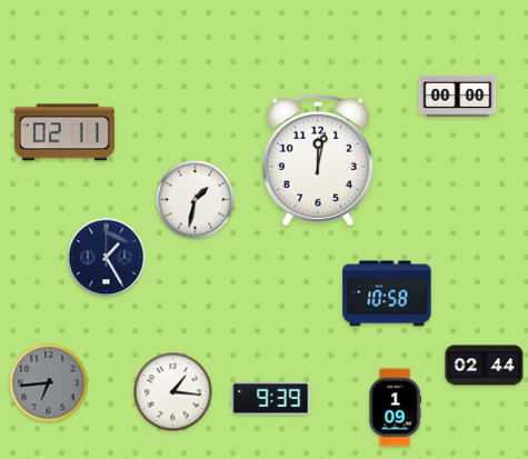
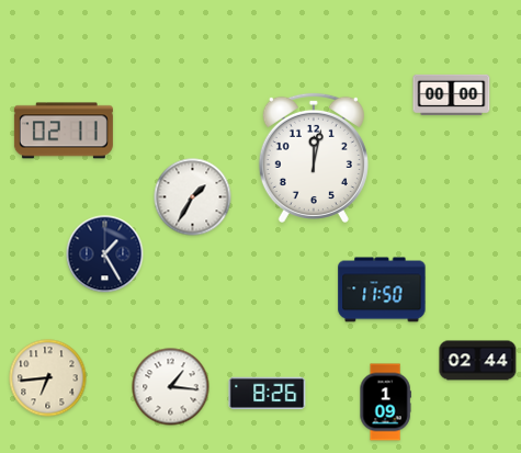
clock at (196, 200): 1:32 -> 1:35
clock at (387, 293): 10:58 -> 11:50
clock at (49, 383) dial: grey -> cream
clock at (271, 398): 9:39 -> 8:26
clock at (395, 408) position: (395, 408) -> (385, 403)
